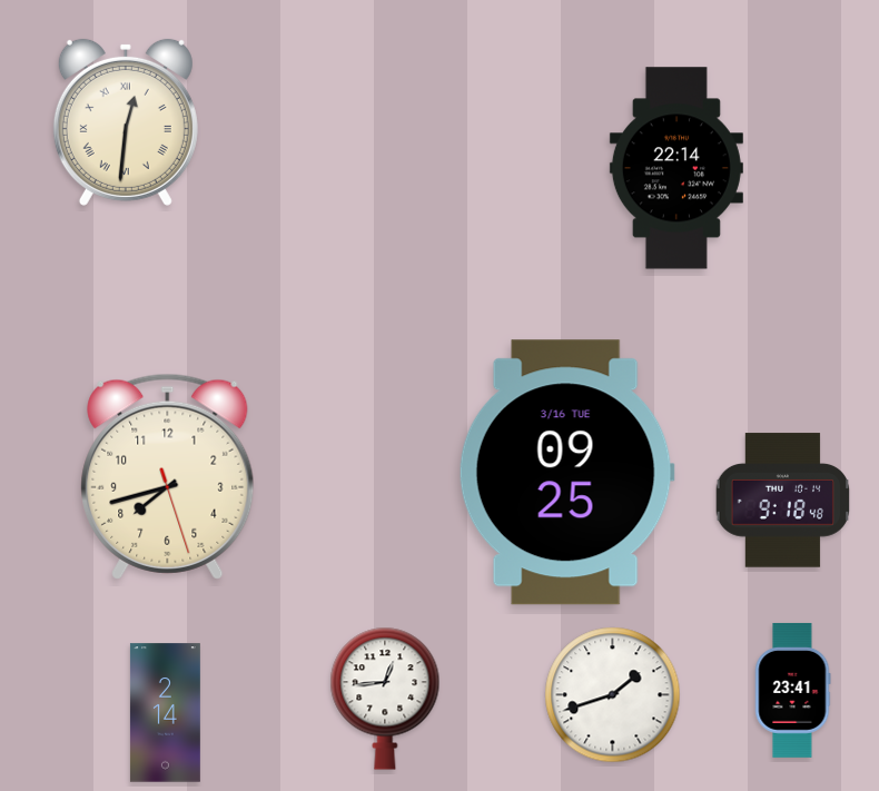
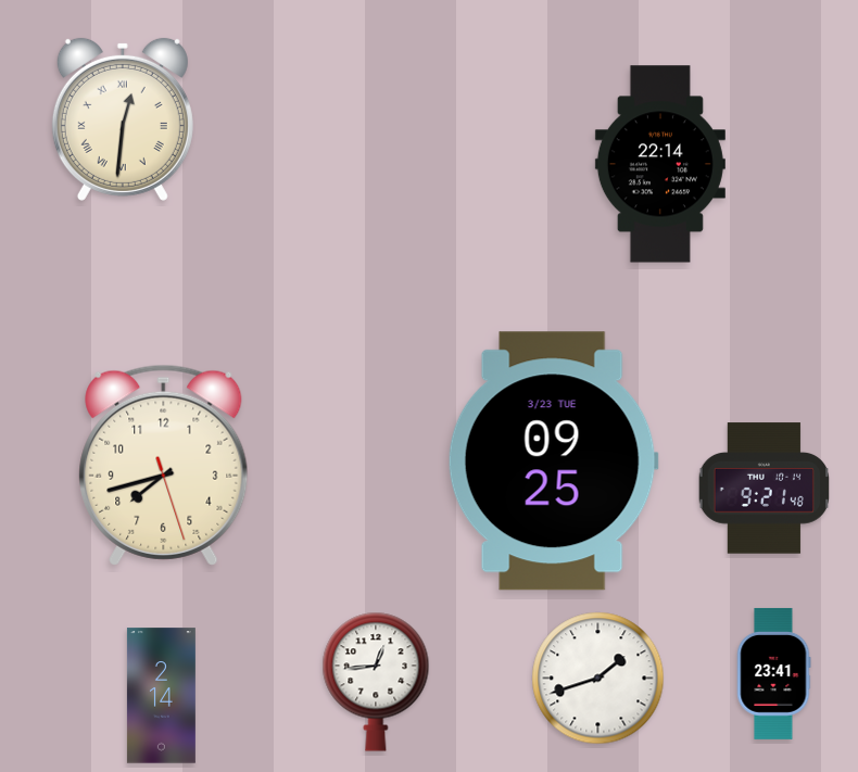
clock at (566, 473) date: 3/16 TUE -> 3/23 TUE
clock at (783, 501): 9:18 -> 9:21
